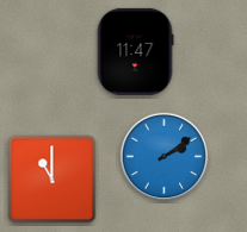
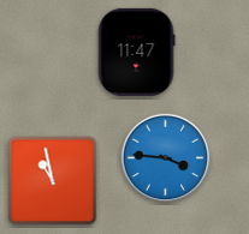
clock at (165, 157): 2:09 -> 3:46
clock at (53, 180): 11:00 -> 10:58
